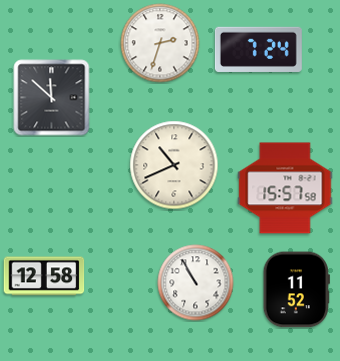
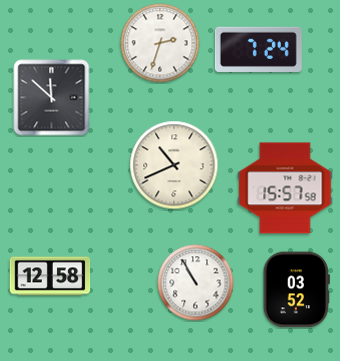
clock at (44, 276) position: (44, 276) -> (50, 276)
clock at (296, 290): 11:52 -> 03:52
